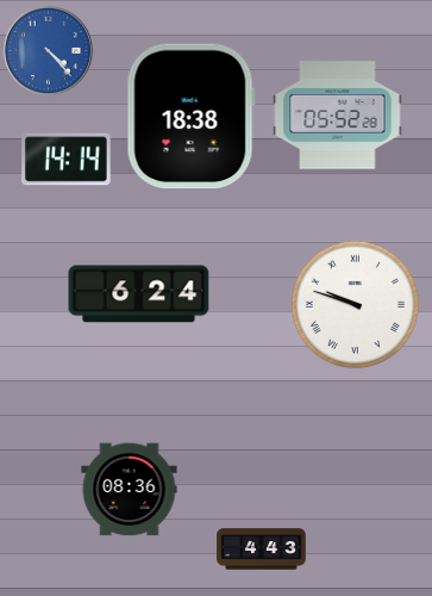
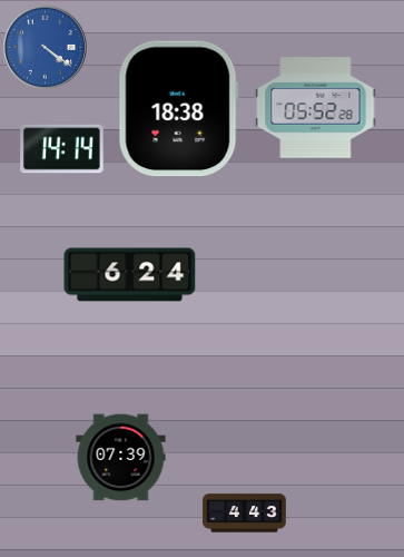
clock at (48, 50): 4:23 -> 4:21
clock at (355, 304): 9:48 -> none
clock at (130, 490): 08:36 -> 07:39
